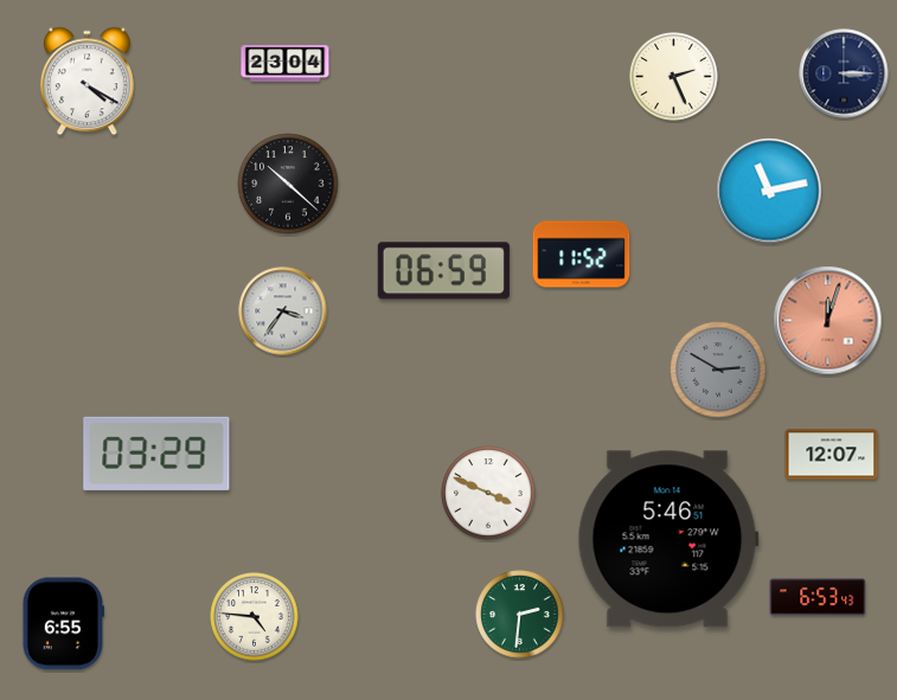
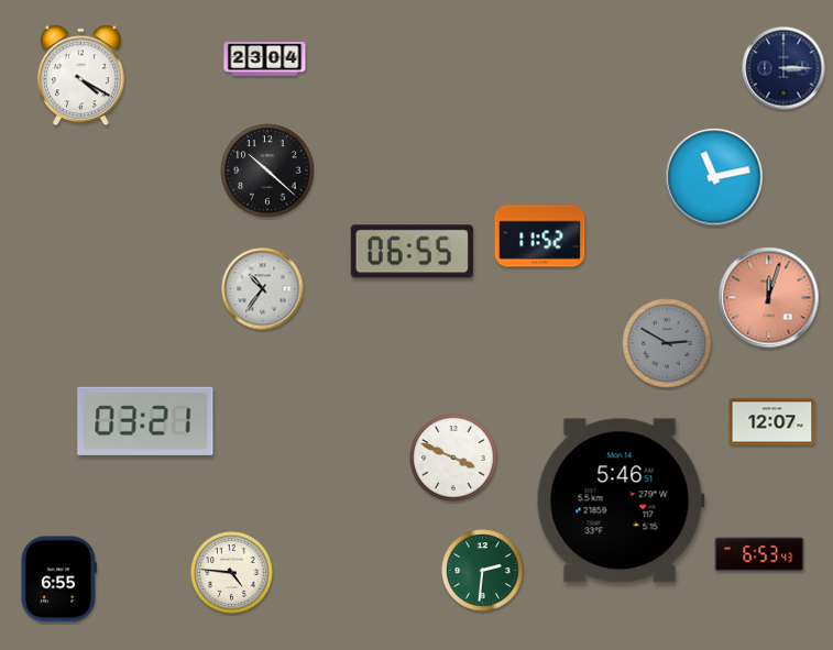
clock at (674, 77): 2:26 -> none
clock at (443, 271): 06:59 -> 06:55
clock at (283, 312): 3:36 -> 10:36
clock at (156, 454): 03:29 -> 03:21
clock at (255, 617) position: (255, 617) -> (232, 573)
